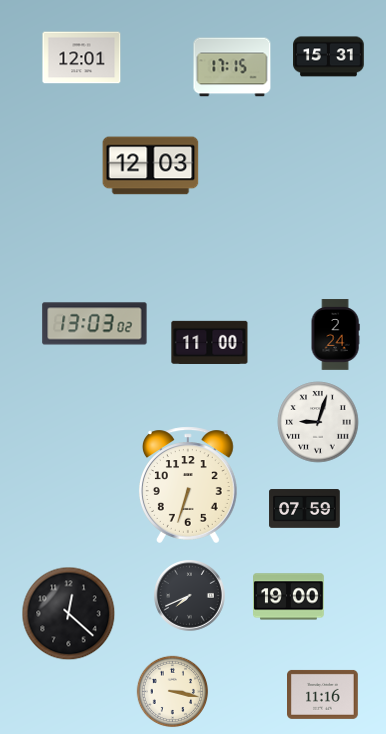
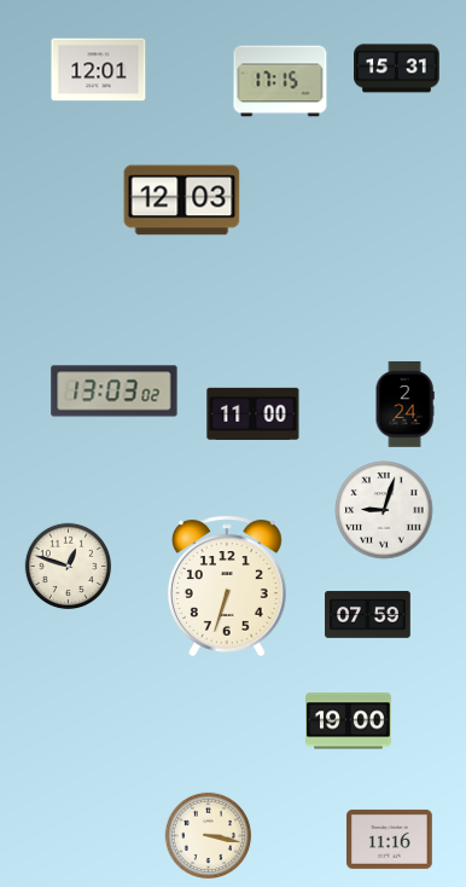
clock at (69, 567): none -> 12:48
clock at (190, 596): 7:41 -> none
clock at (69, 614): 12:22 -> none
